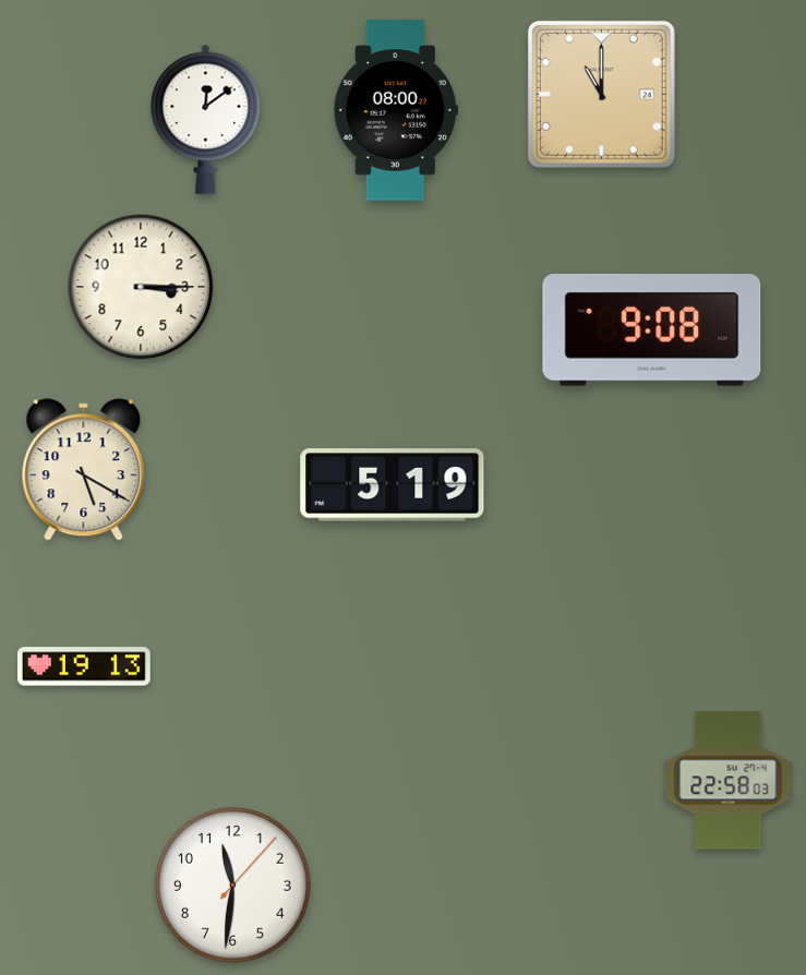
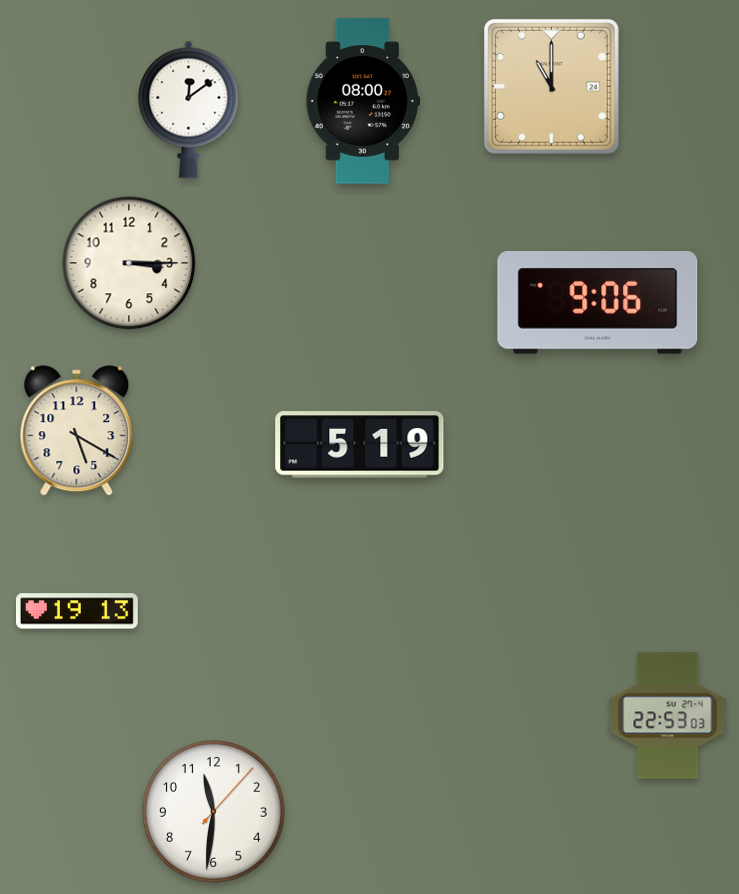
clock at (652, 330): 9:08 -> 9:06
clock at (729, 781): 22:58 -> 22:53
